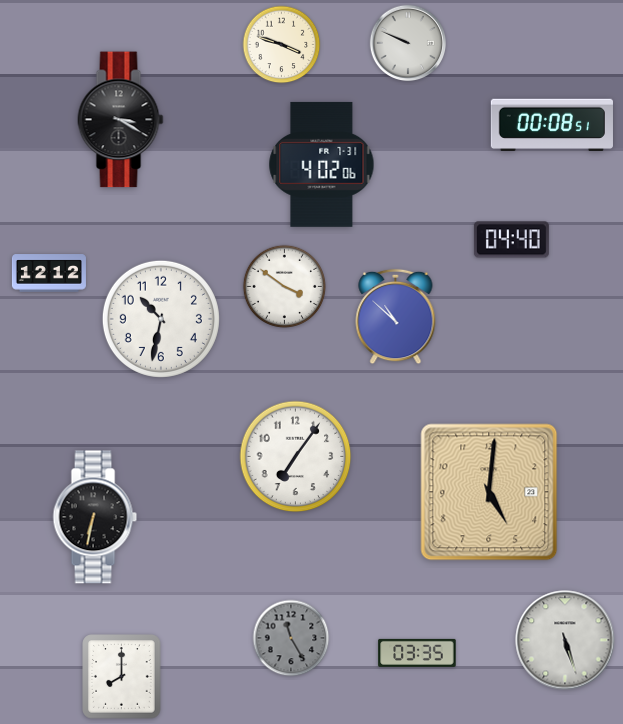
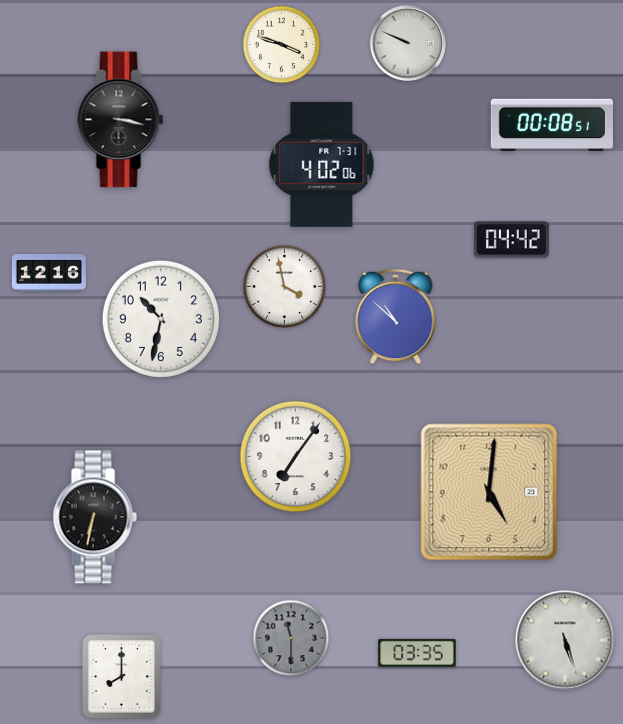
clock at (121, 120): 3:20 -> 3:17
clock at (511, 240): 04:40 -> 04:42
clock at (49, 273): 12:12 -> 12:16
clock at (284, 286): 3:51 -> 3:58
clock at (291, 638): 11:25 -> 11:30
